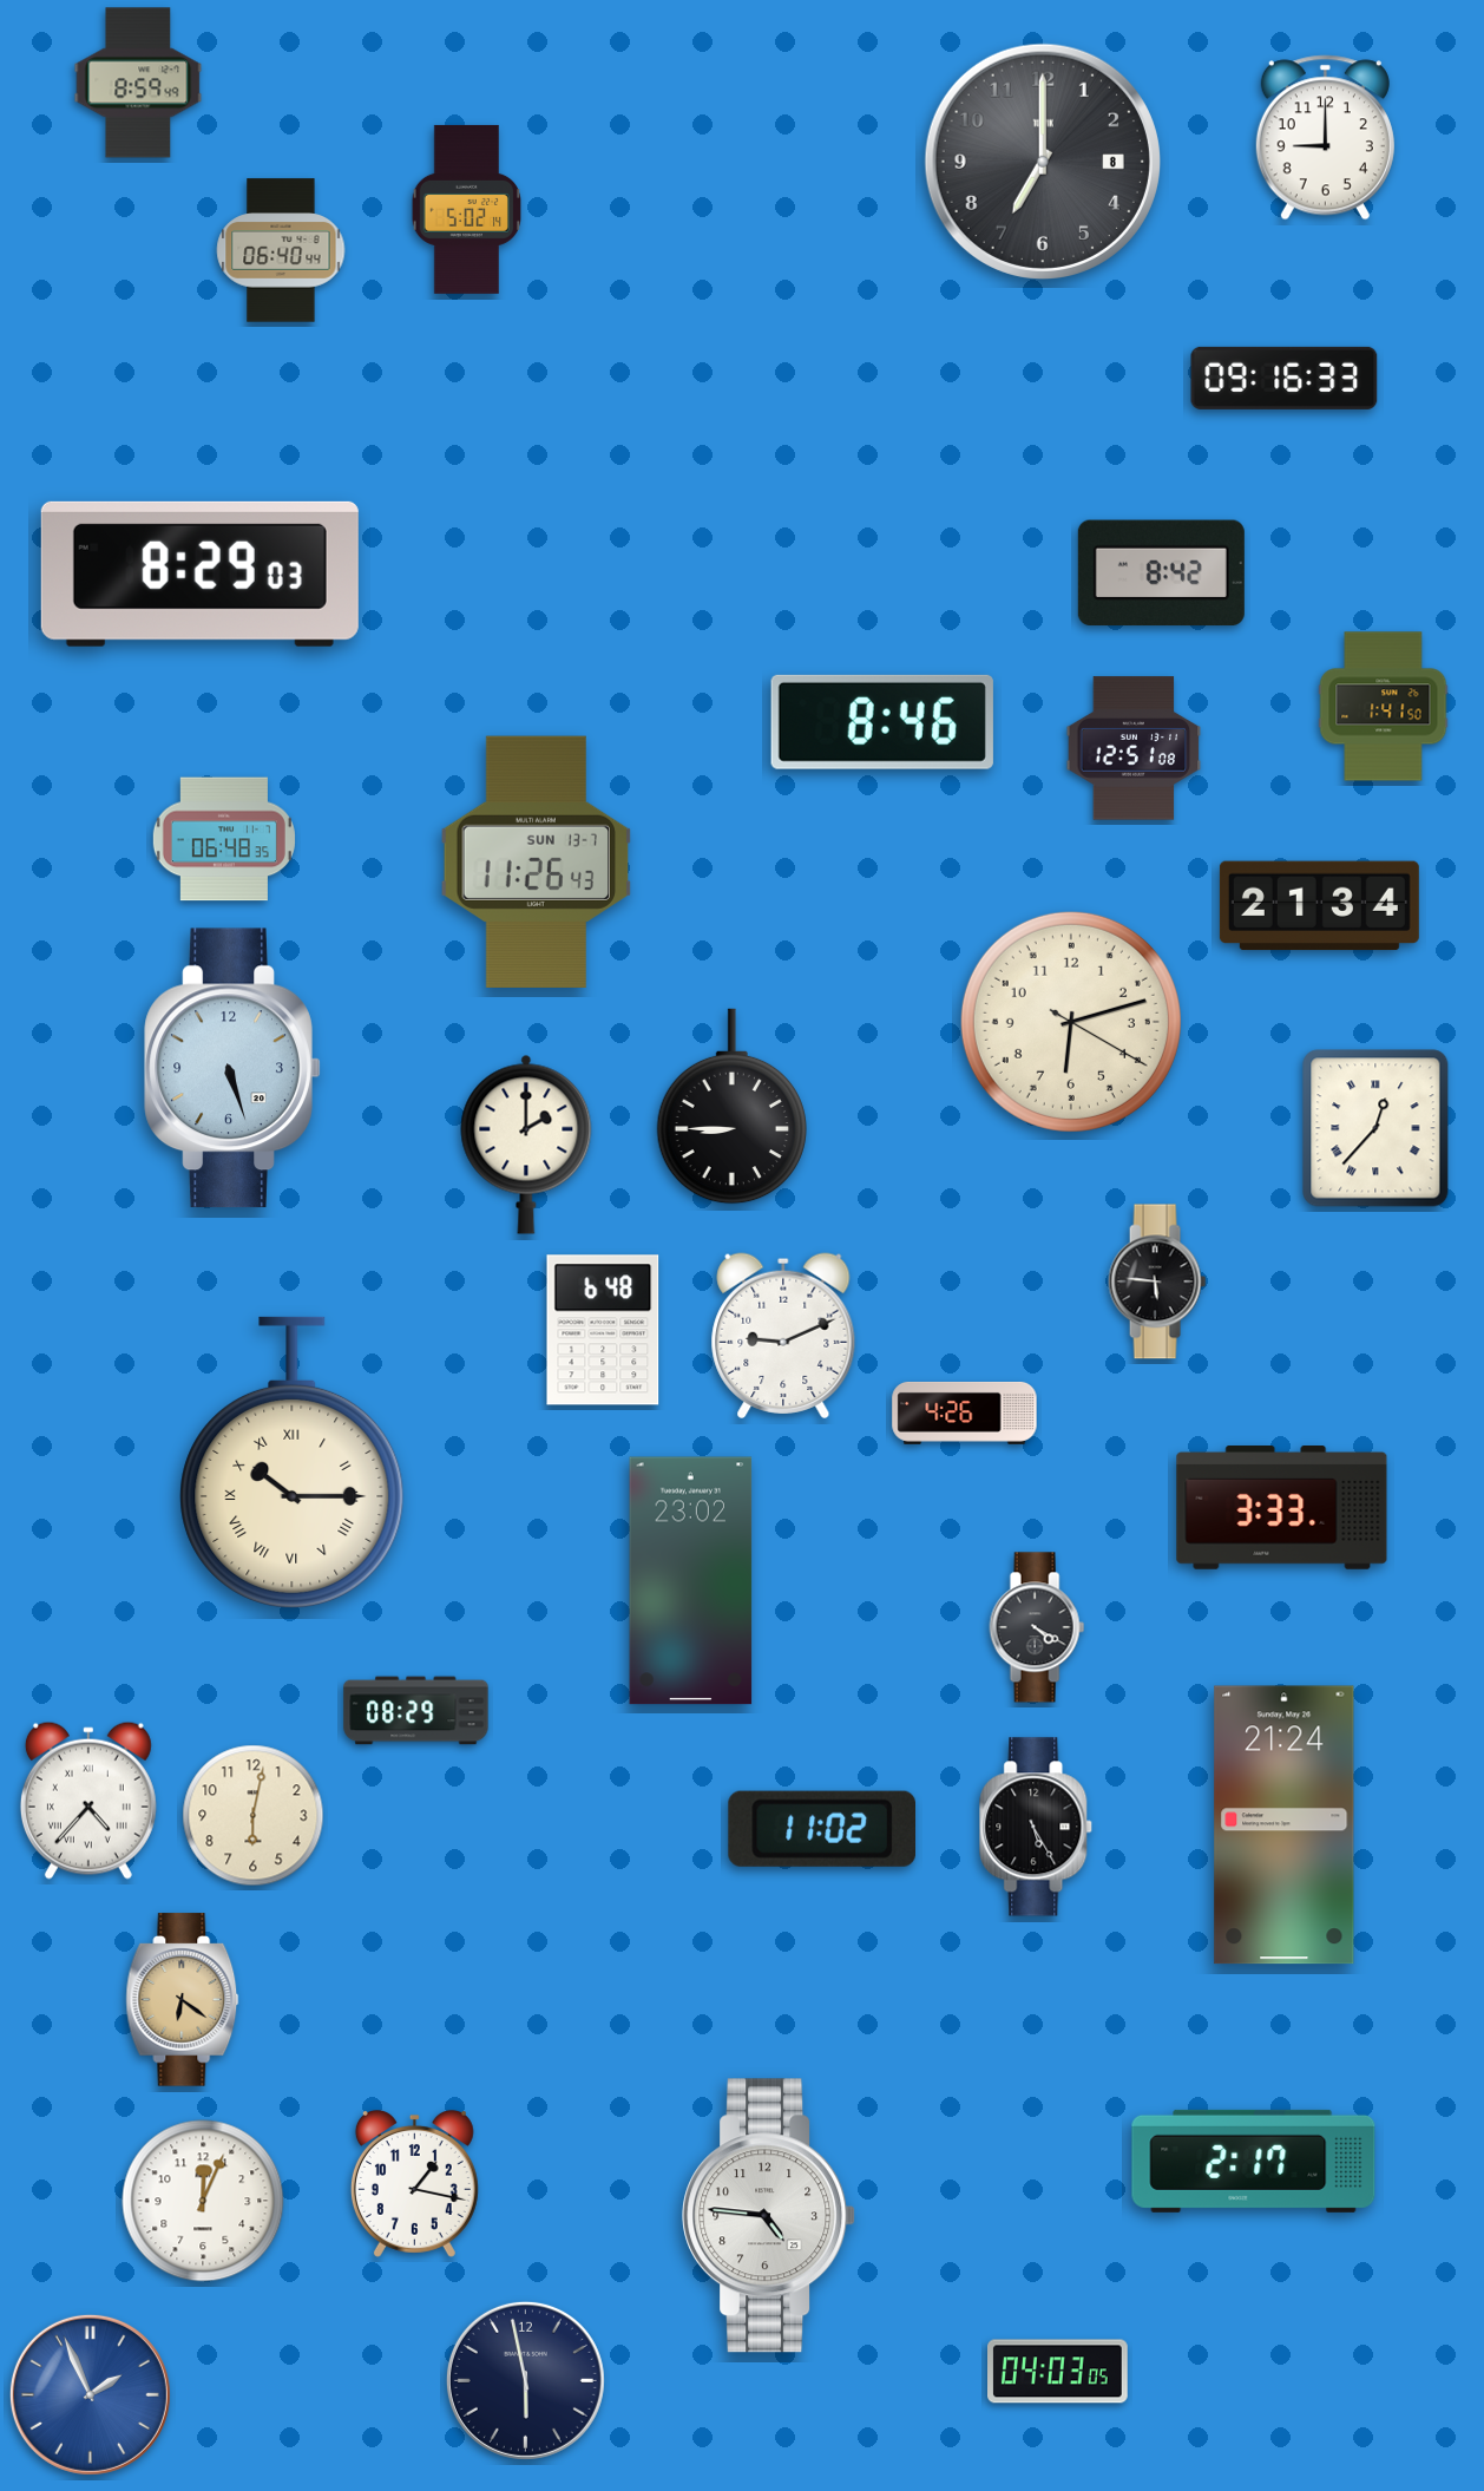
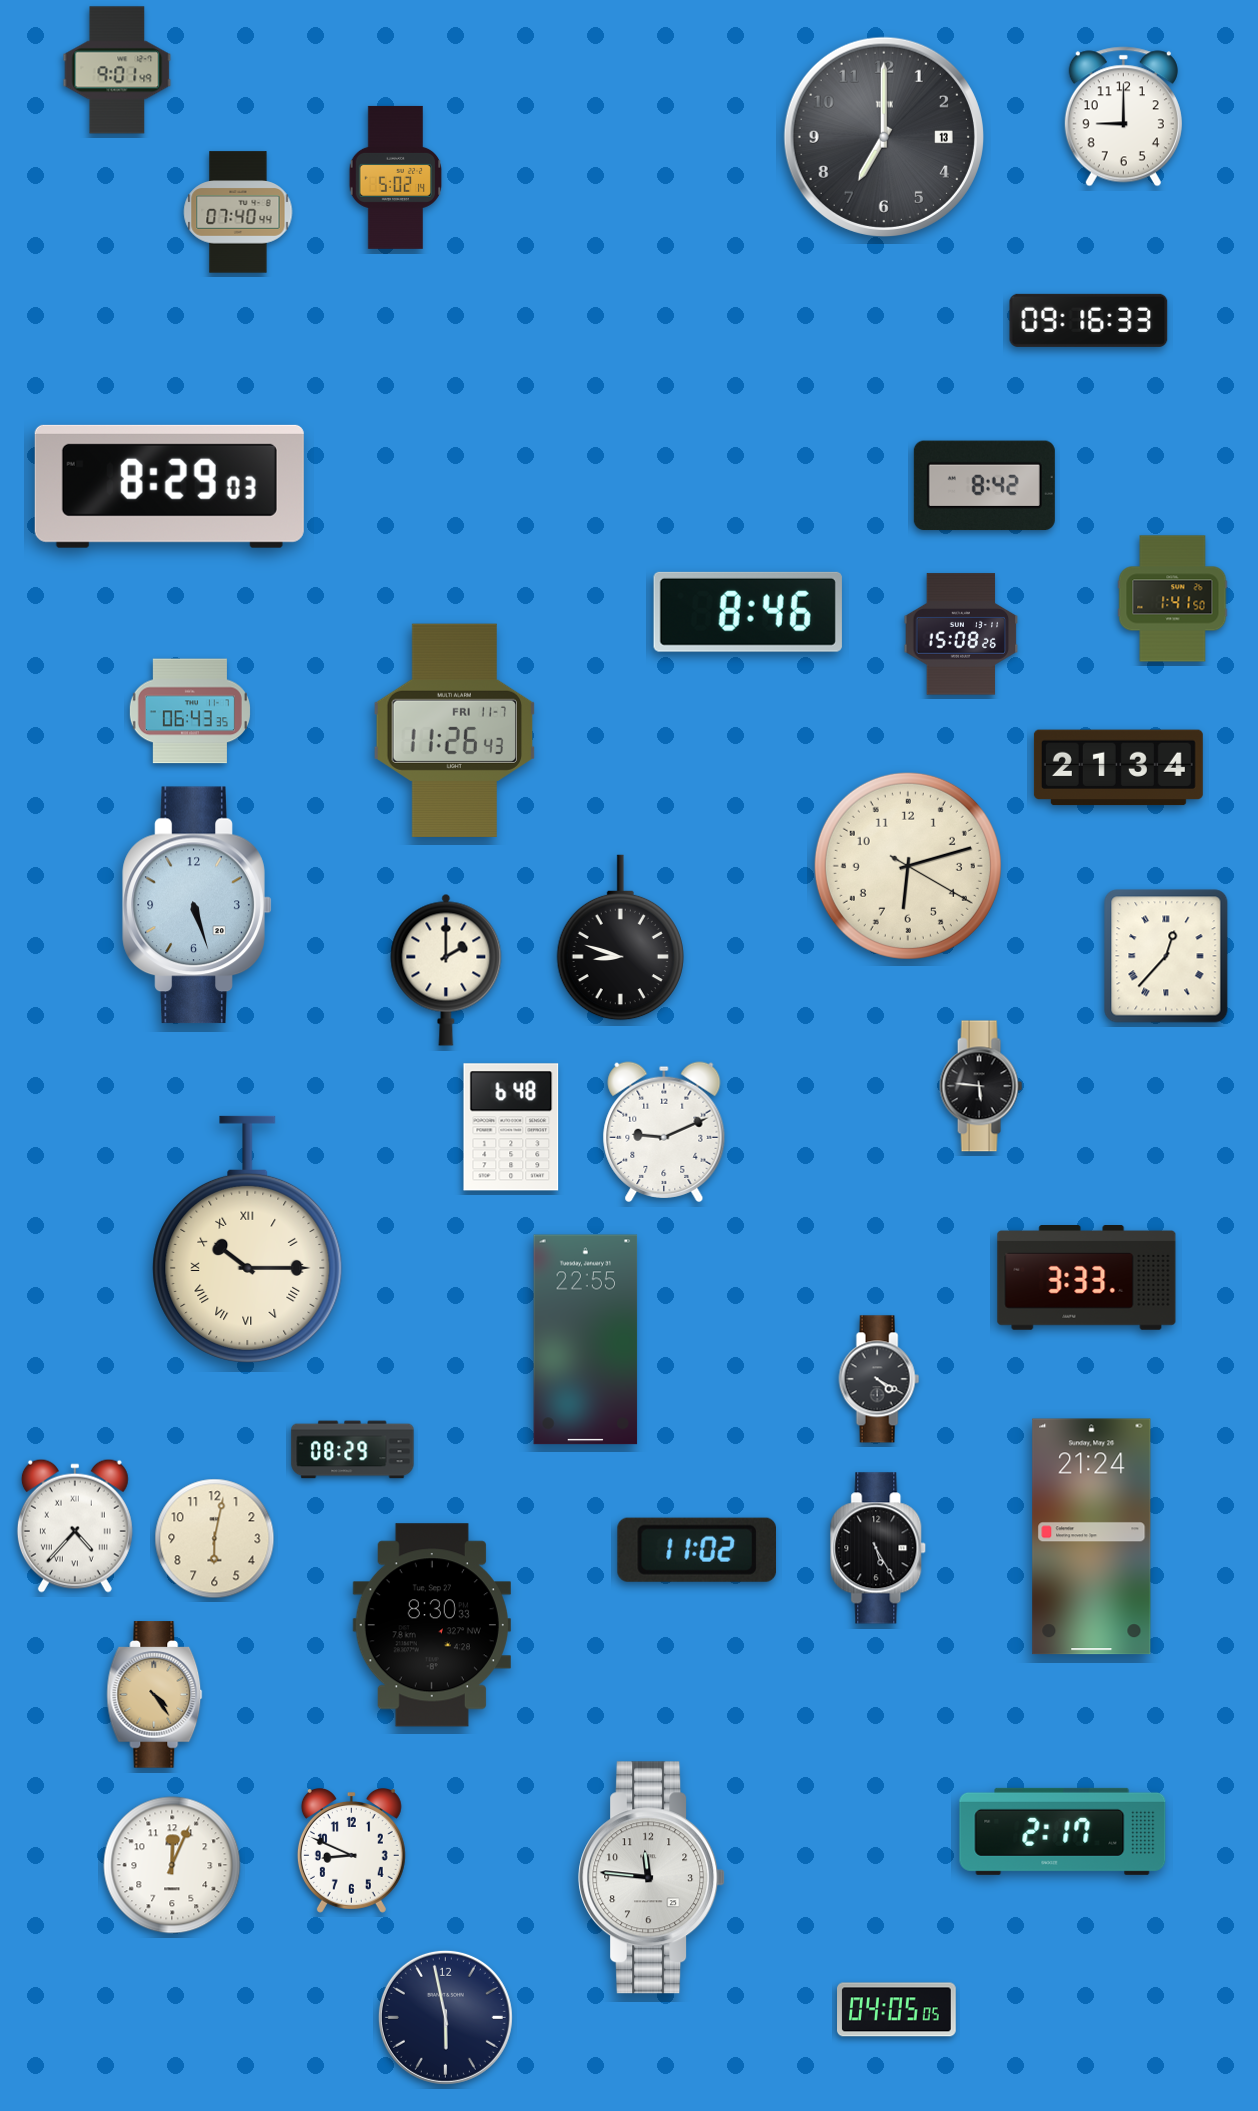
clock at (138, 83): 8:59 -> 9:01
clock at (1043, 162) date: 8 -> 13
clock at (281, 250): 06:40 -> 07:40
clock at (1134, 748): 12:51 -> 15:08
clock at (224, 839): 06:48 -> 06:43
clock at (537, 861) date: SUN 13-7 -> FRI 11-7
clock at (731, 1107): 8:45 -> 8:48
clock at (965, 1412): 4:26 -> none
clock at (691, 1581): 23:02 -> 22:55
clock at (1285, 1825) position: (1285, 1825) -> (1092, 1537)
clock at (432, 1625): none -> 8:30
clock at (183, 2000): 6:21 -> 4:24
clock at (414, 2184): 1:17 -> 8:49
clock at (769, 2216): 4:46 -> 11:46
clock at (1058, 2372): 04:03 -> 04:05
clock at (90, 2394): 1:56 -> none
